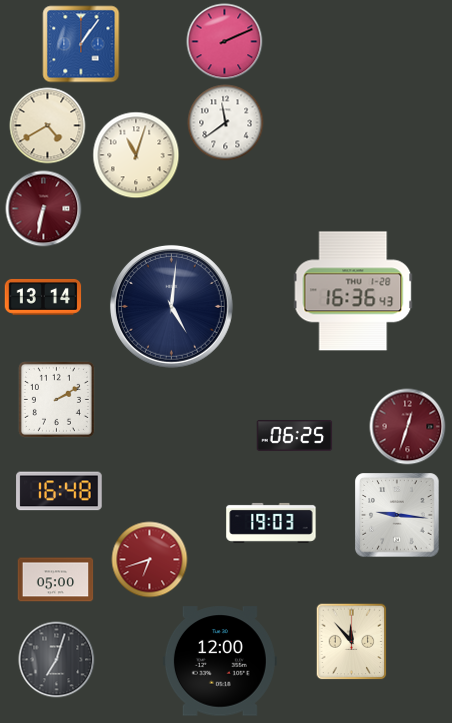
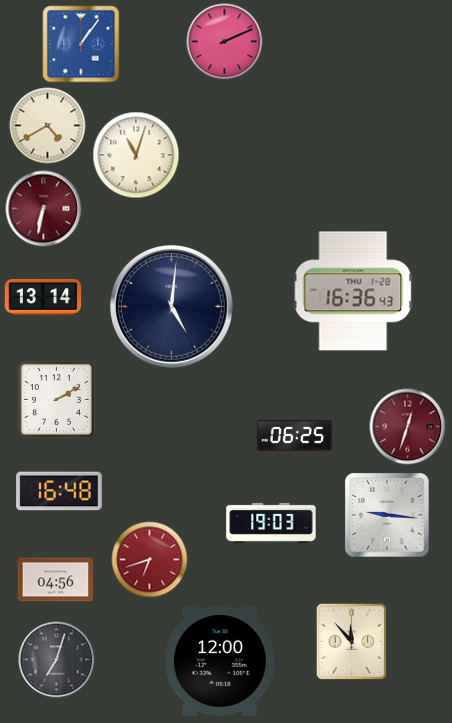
clock at (226, 123): 11:39 -> none
clock at (397, 515) position: (397, 515) -> (387, 515)
clock at (56, 580): 05:00 -> 04:56
